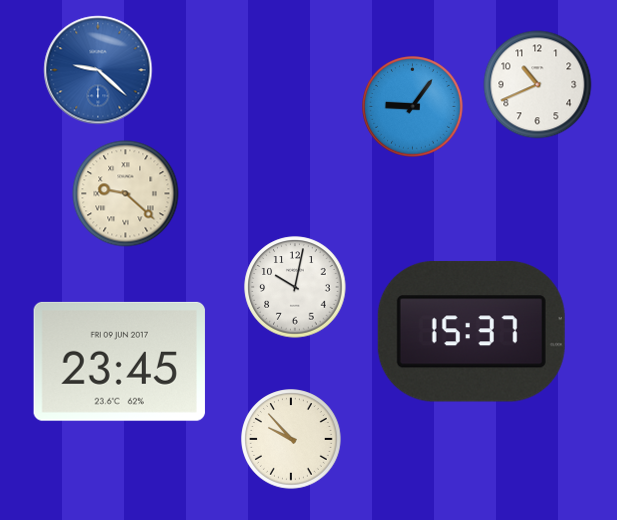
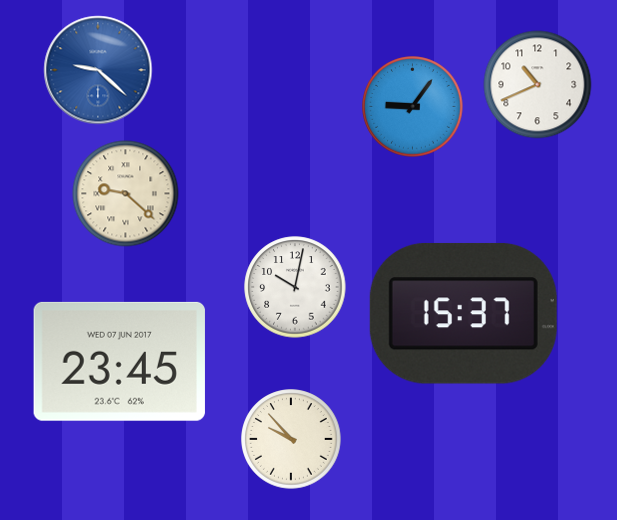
clock at (471, 331) position: (471, 331) -> (463, 313)
clock at (119, 361) date: FRI 09 JUN 2017 -> WED 07 JUN 2017
